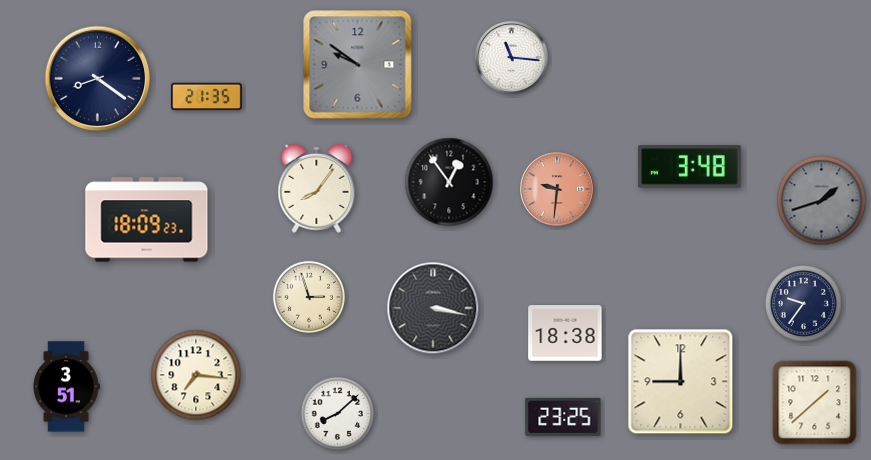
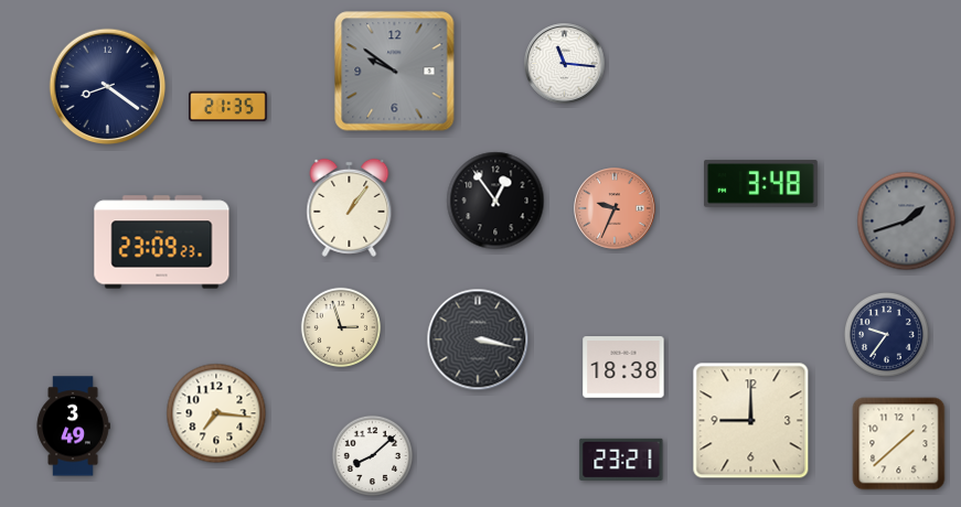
clock at (317, 188): 8:06 -> 1:06
clock at (557, 189): 9:31 -> 9:34
clock at (147, 220): 18:09 -> 23:09
clock at (66, 387): 3:51 -> 3:49
clock at (563, 417): 23:25 -> 23:21
